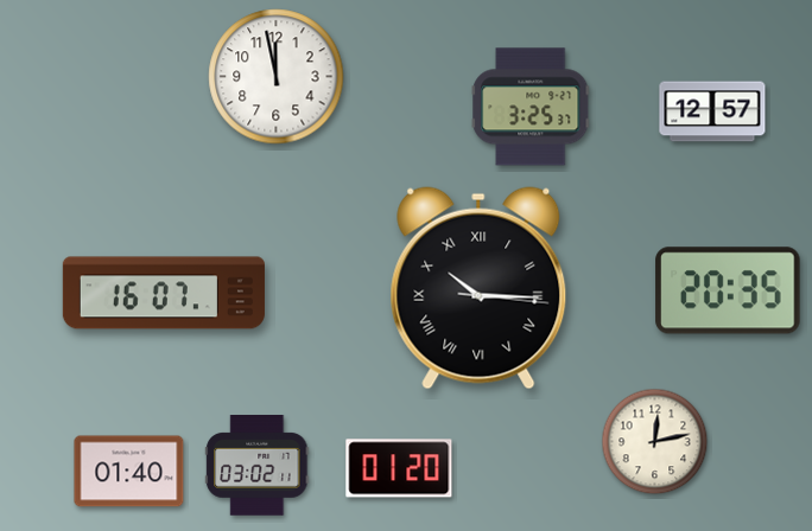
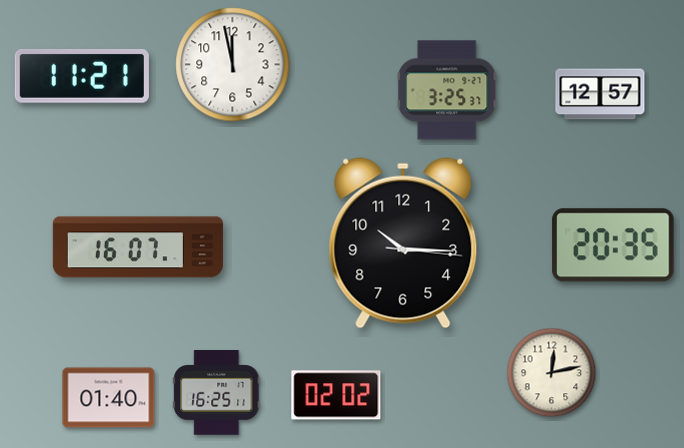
clock at (82, 76): none -> 11:21
clock at (478, 288) numerals: Roman -> Arabic
clock at (258, 466): 03:02 -> 16:25
clock at (399, 468): 01:20 -> 02:02
